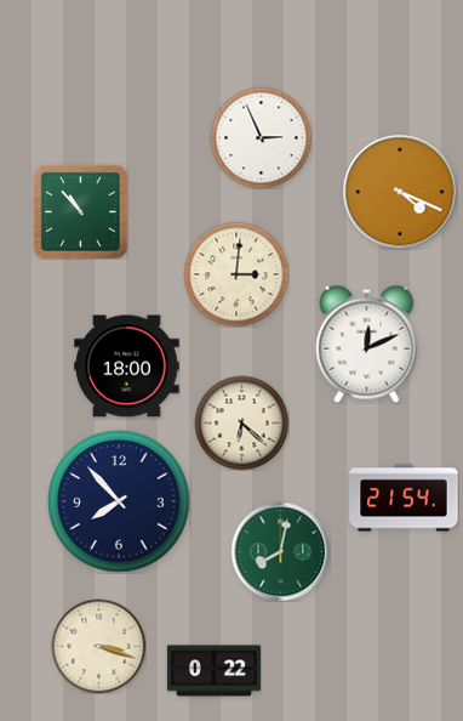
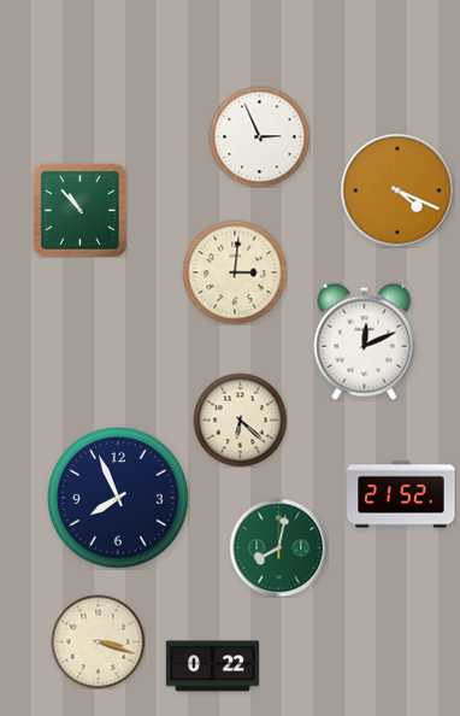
clock at (127, 367): 18:00 -> none
clock at (404, 498): 21:54 -> 21:52
clock at (120, 503): 7:53 -> 7:56
